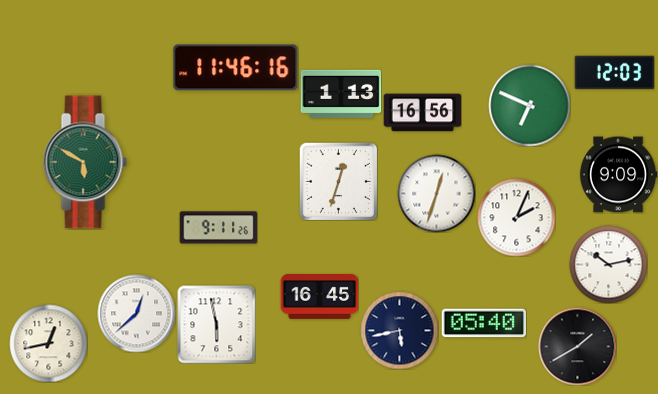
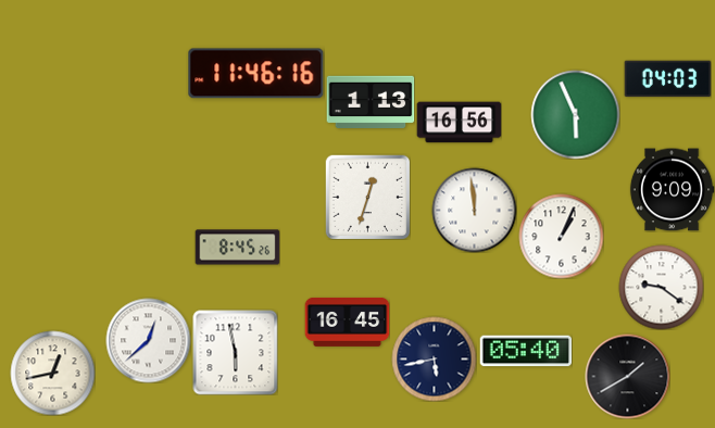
clock at (614, 73): 12:03 -> 04:03
clock at (529, 105): 6:49 -> 5:56
clock at (85, 162): 5:50 -> none
clock at (436, 193): 12:33 -> 11:59
clock at (516, 217): 2:04 -> 1:04
clock at (218, 228): 9:11 -> 8:45
clock at (608, 264): 10:13 -> 9:21
